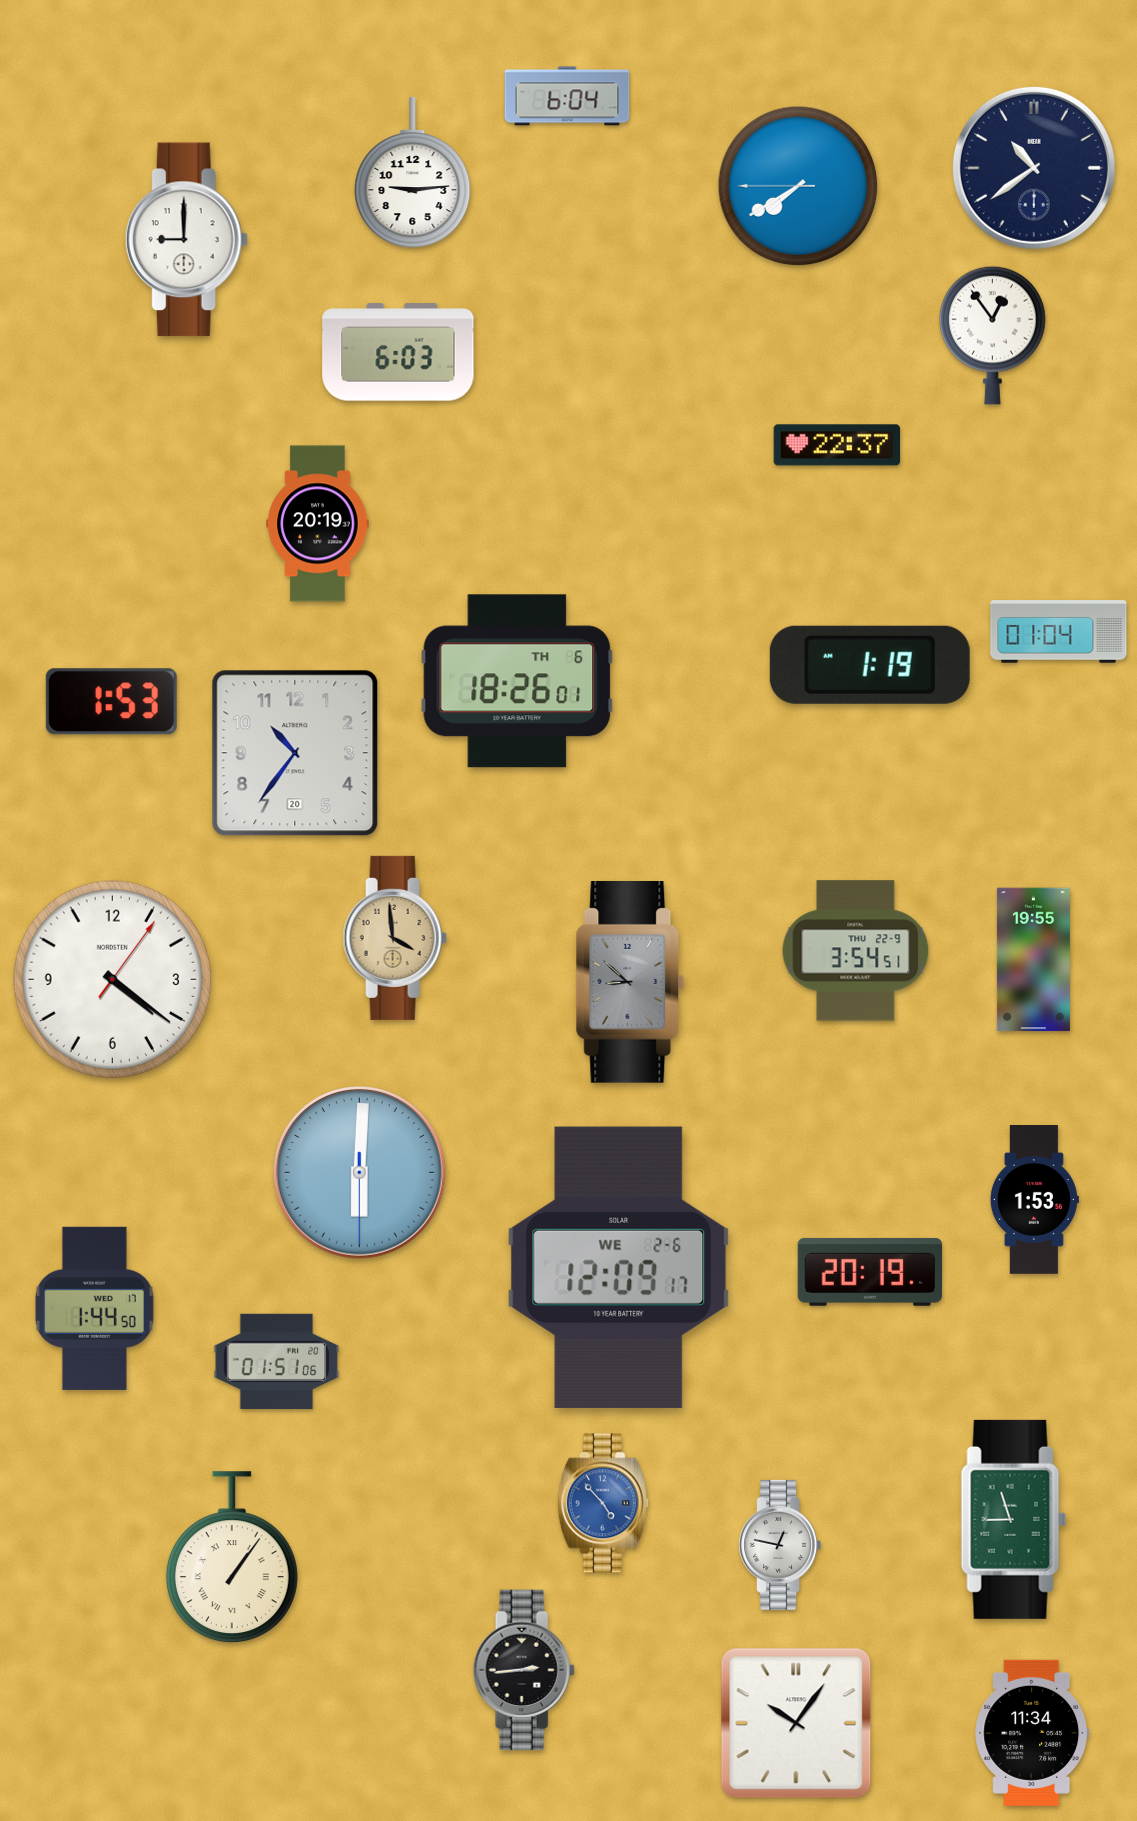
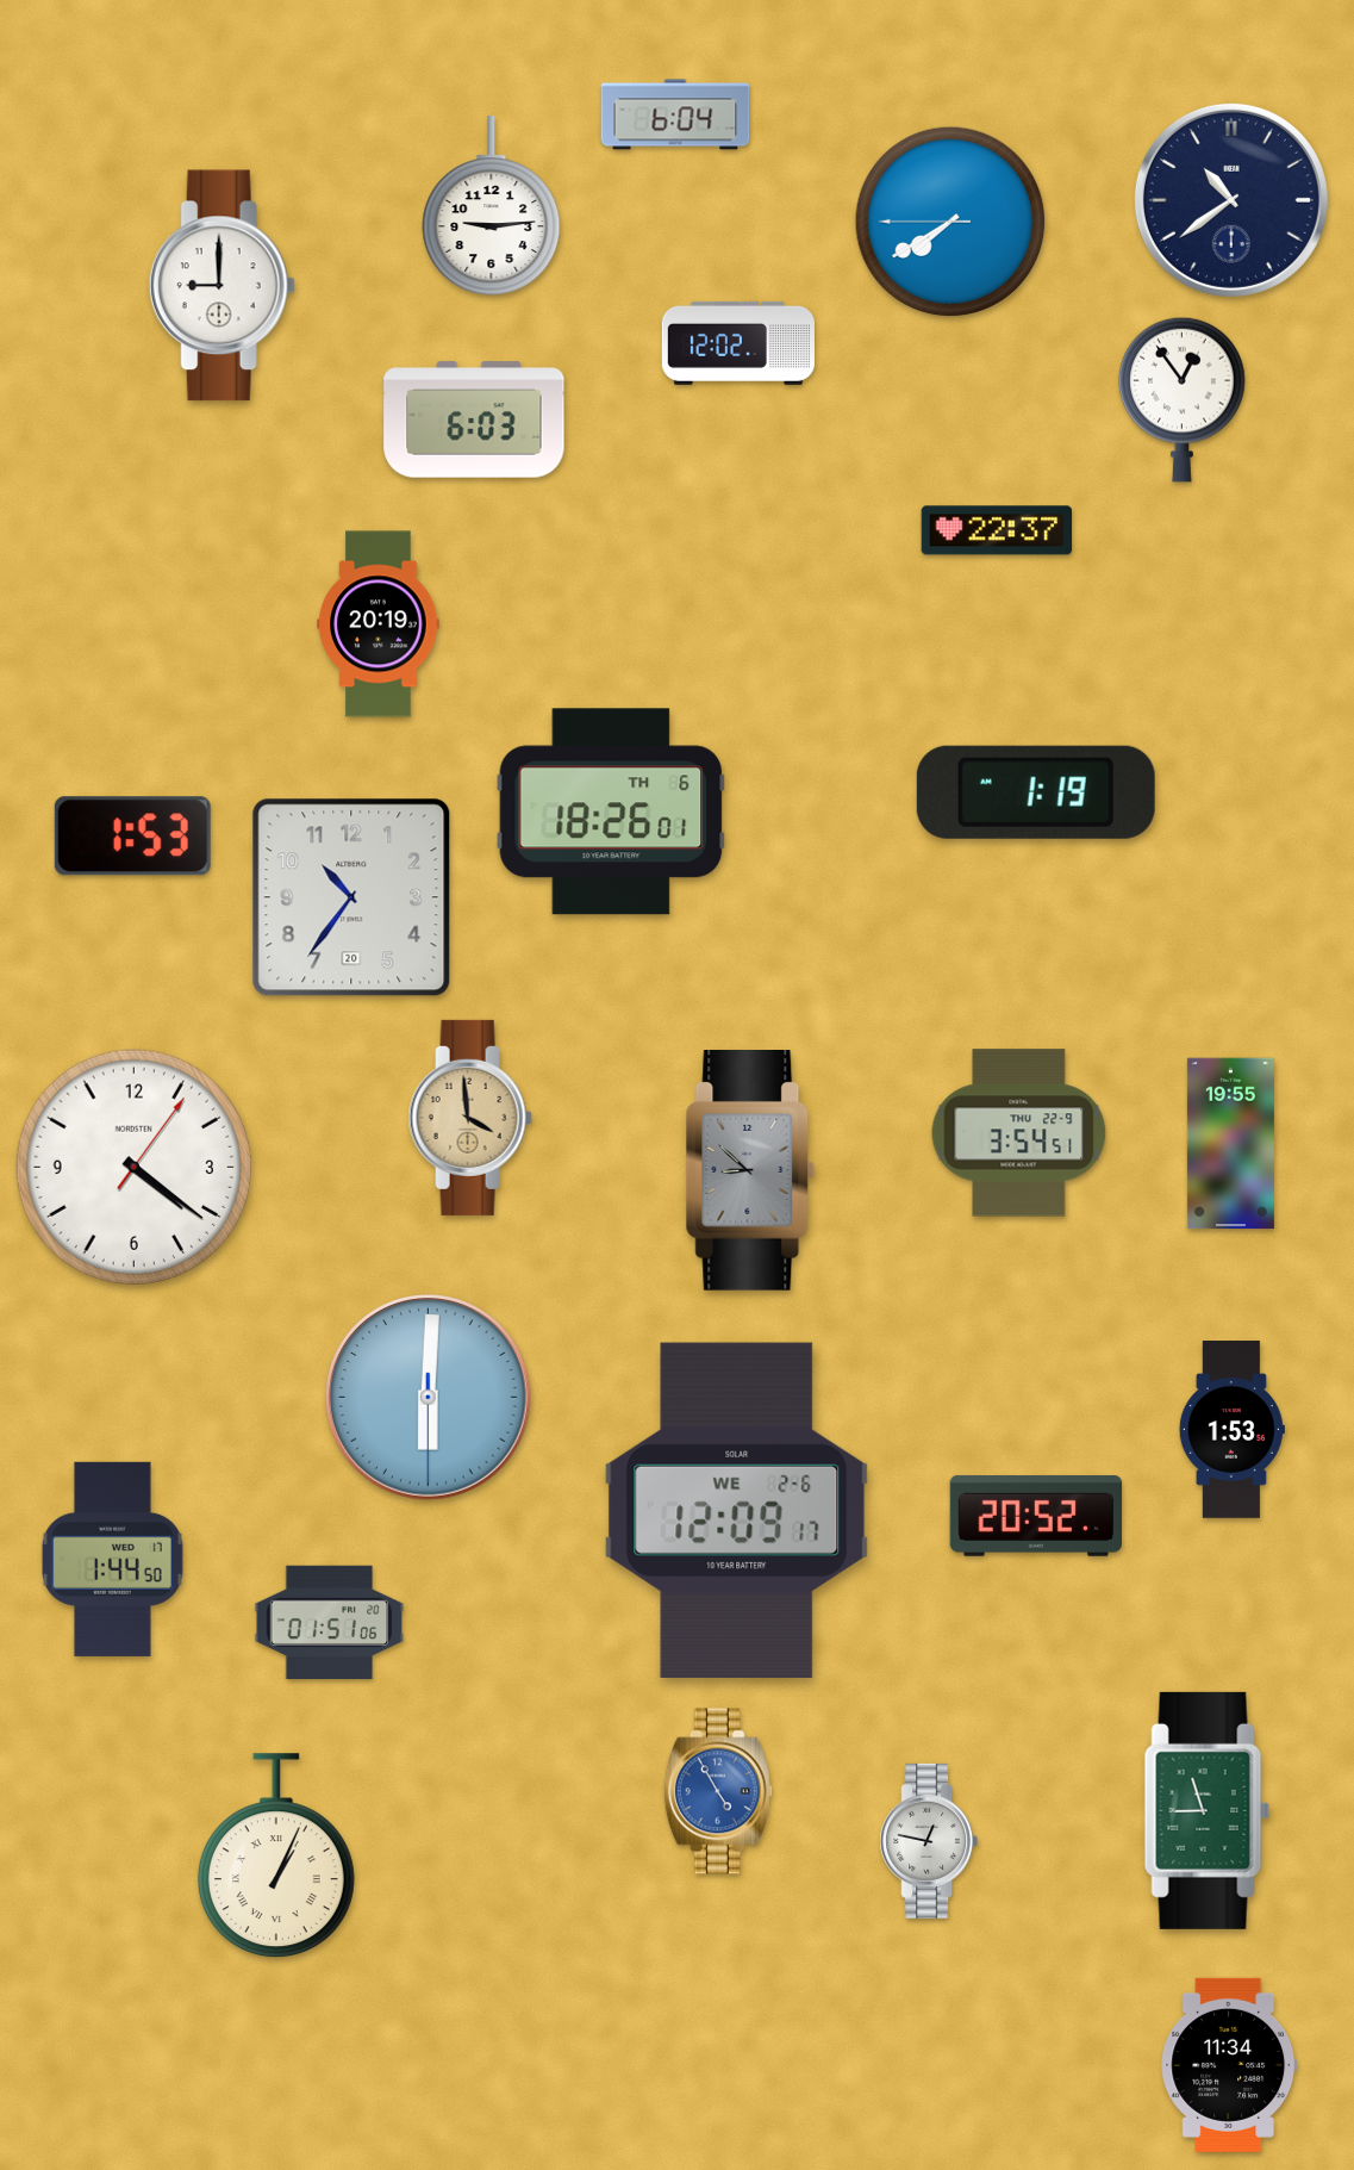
clock at (738, 343): none -> 12:02
clock at (1059, 632): 01:04 -> none
clock at (517, 681) position: (517, 681) -> (611, 812)
clock at (869, 1272): 20:19 -> 20:52
clock at (603, 1503): 4:53 -> 4:55
clock at (232, 1558): 1:06 -> 1:04
clock at (524, 1670): 2:44 -> none
clock at (796, 1723): 10:06 -> none
